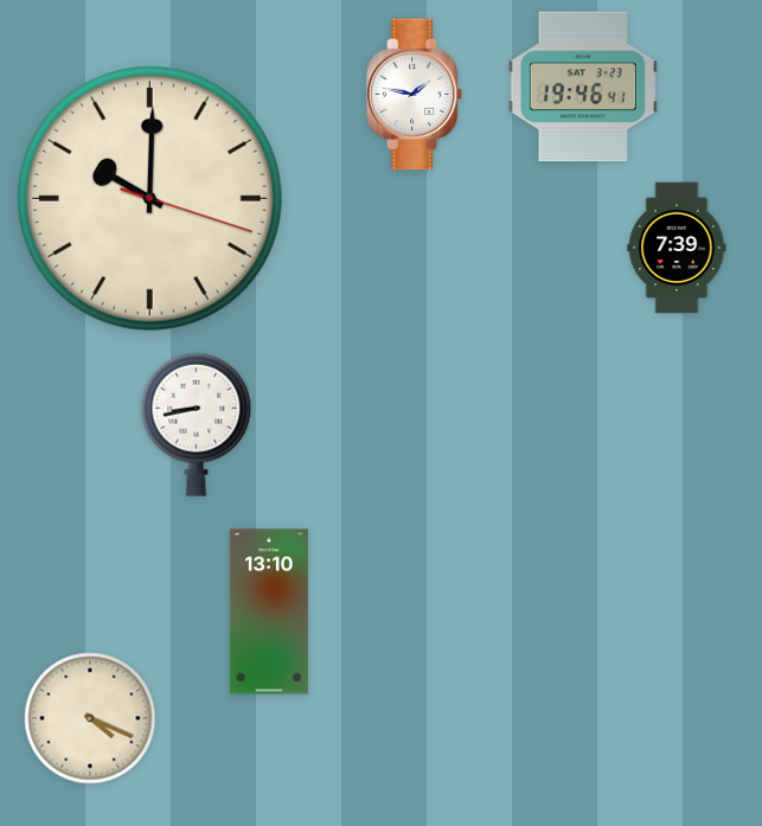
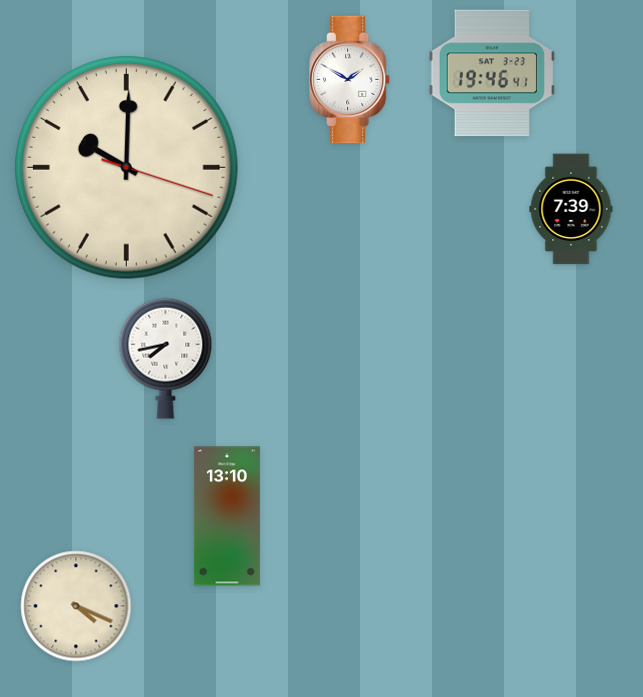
clock at (415, 95): 1:47 -> 1:50
clock at (197, 424): 8:43 -> 7:43
